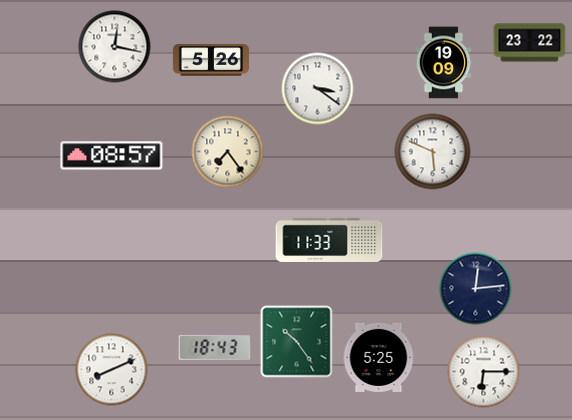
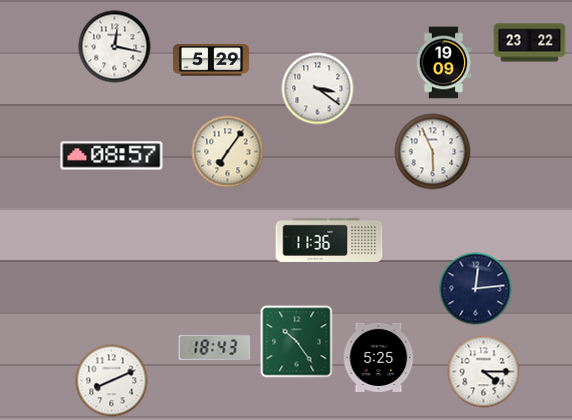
clock at (211, 60): 5:26 -> 5:29
clock at (228, 152): 7:24 -> 7:06
clock at (433, 152): 5:49 -> 5:56
clock at (329, 240): 11:33 -> 11:36
clock at (112, 370) position: (112, 370) -> (112, 381)
clock at (484, 372): 6:15 -> 4:15
